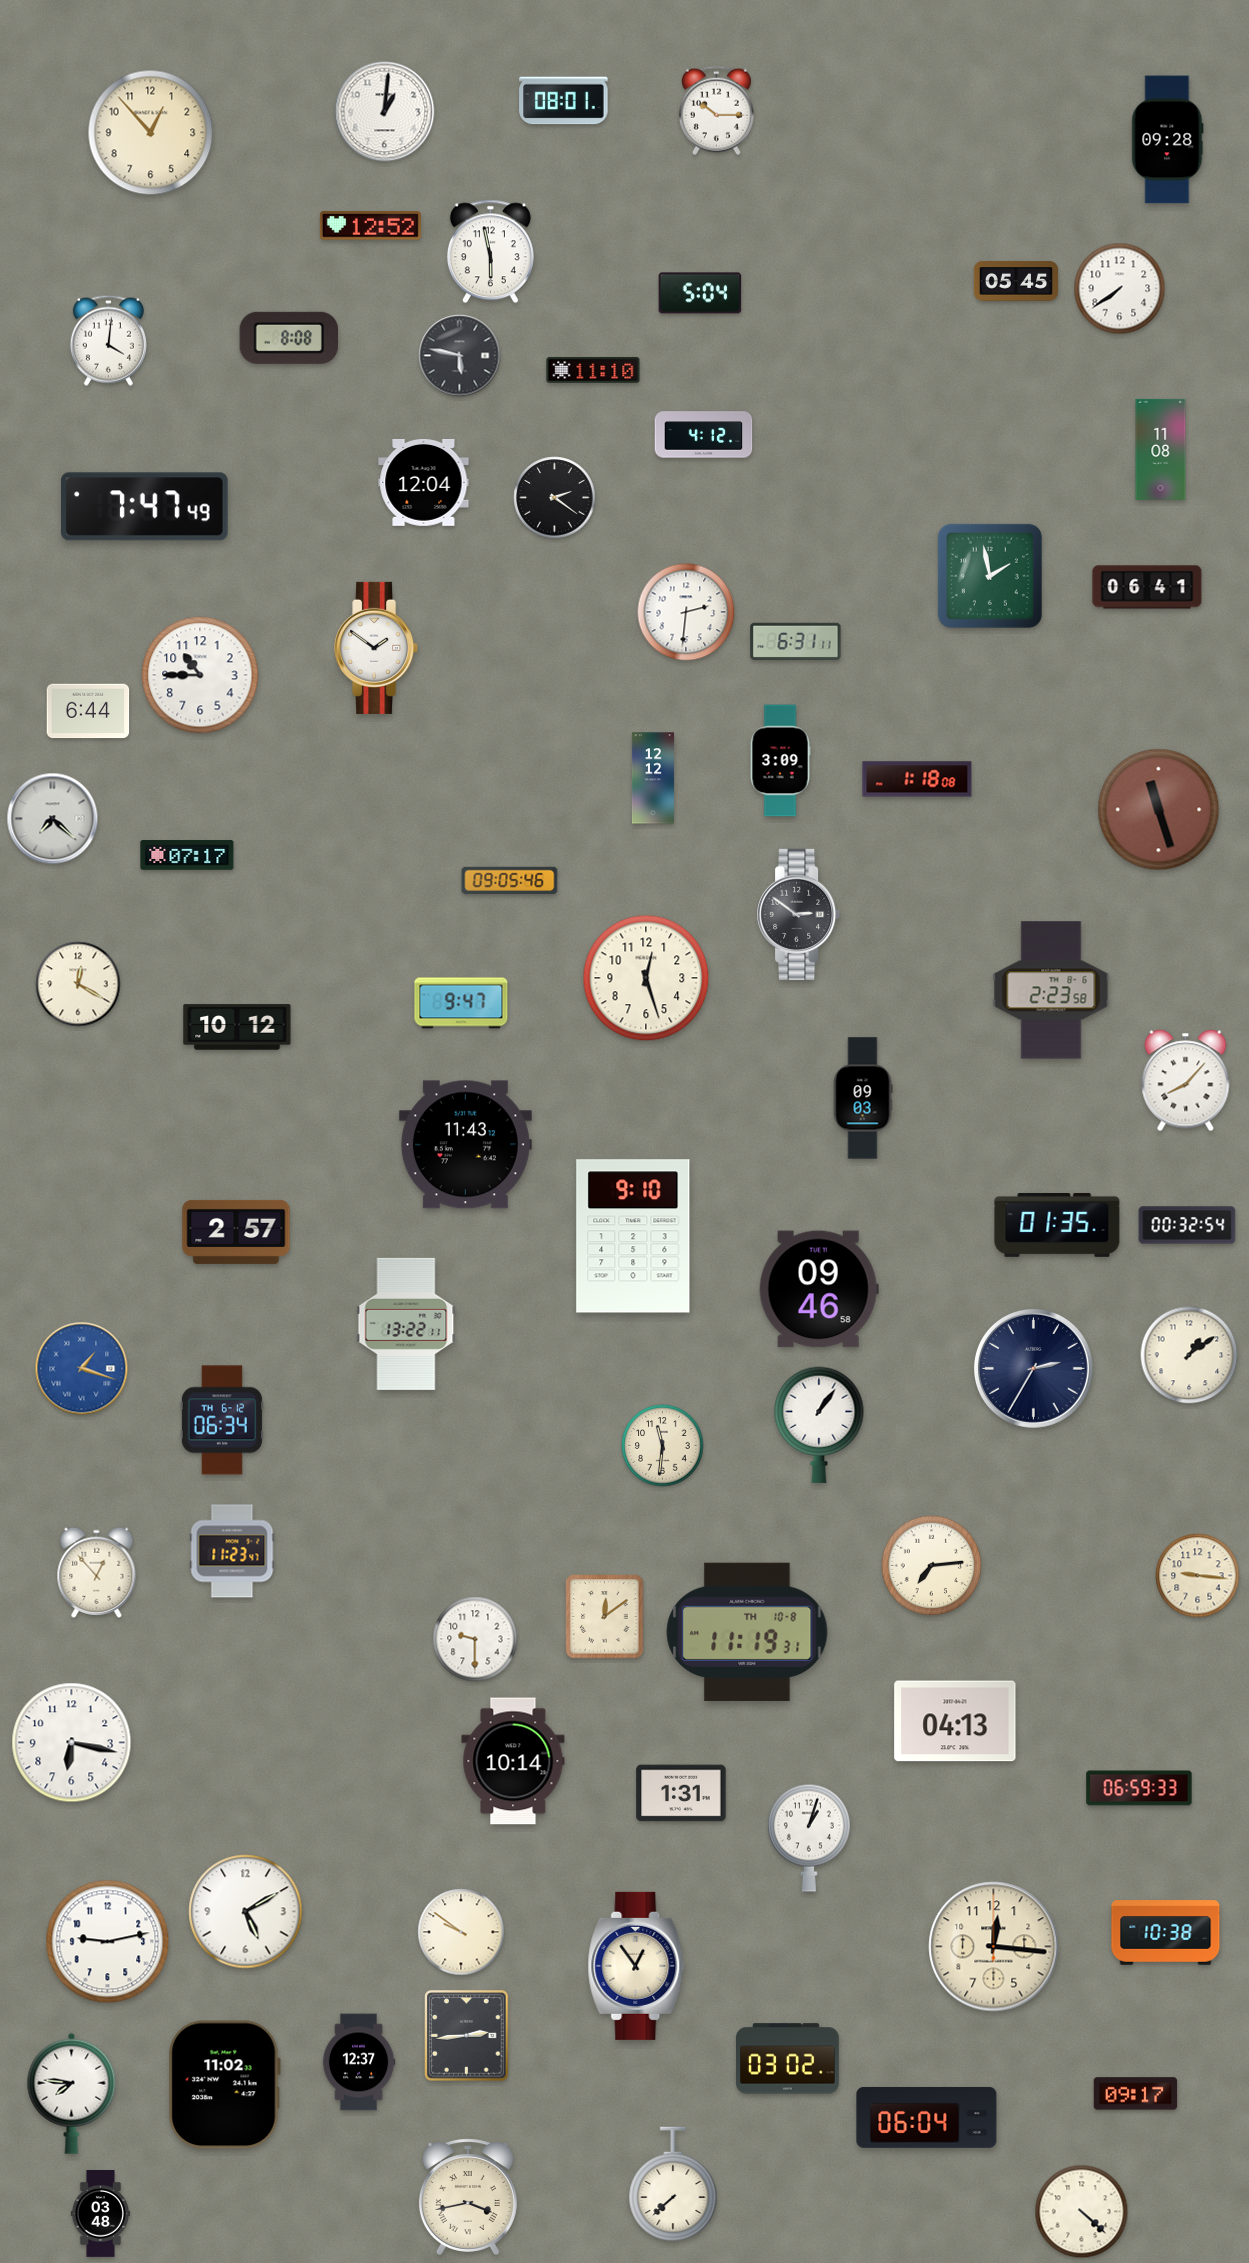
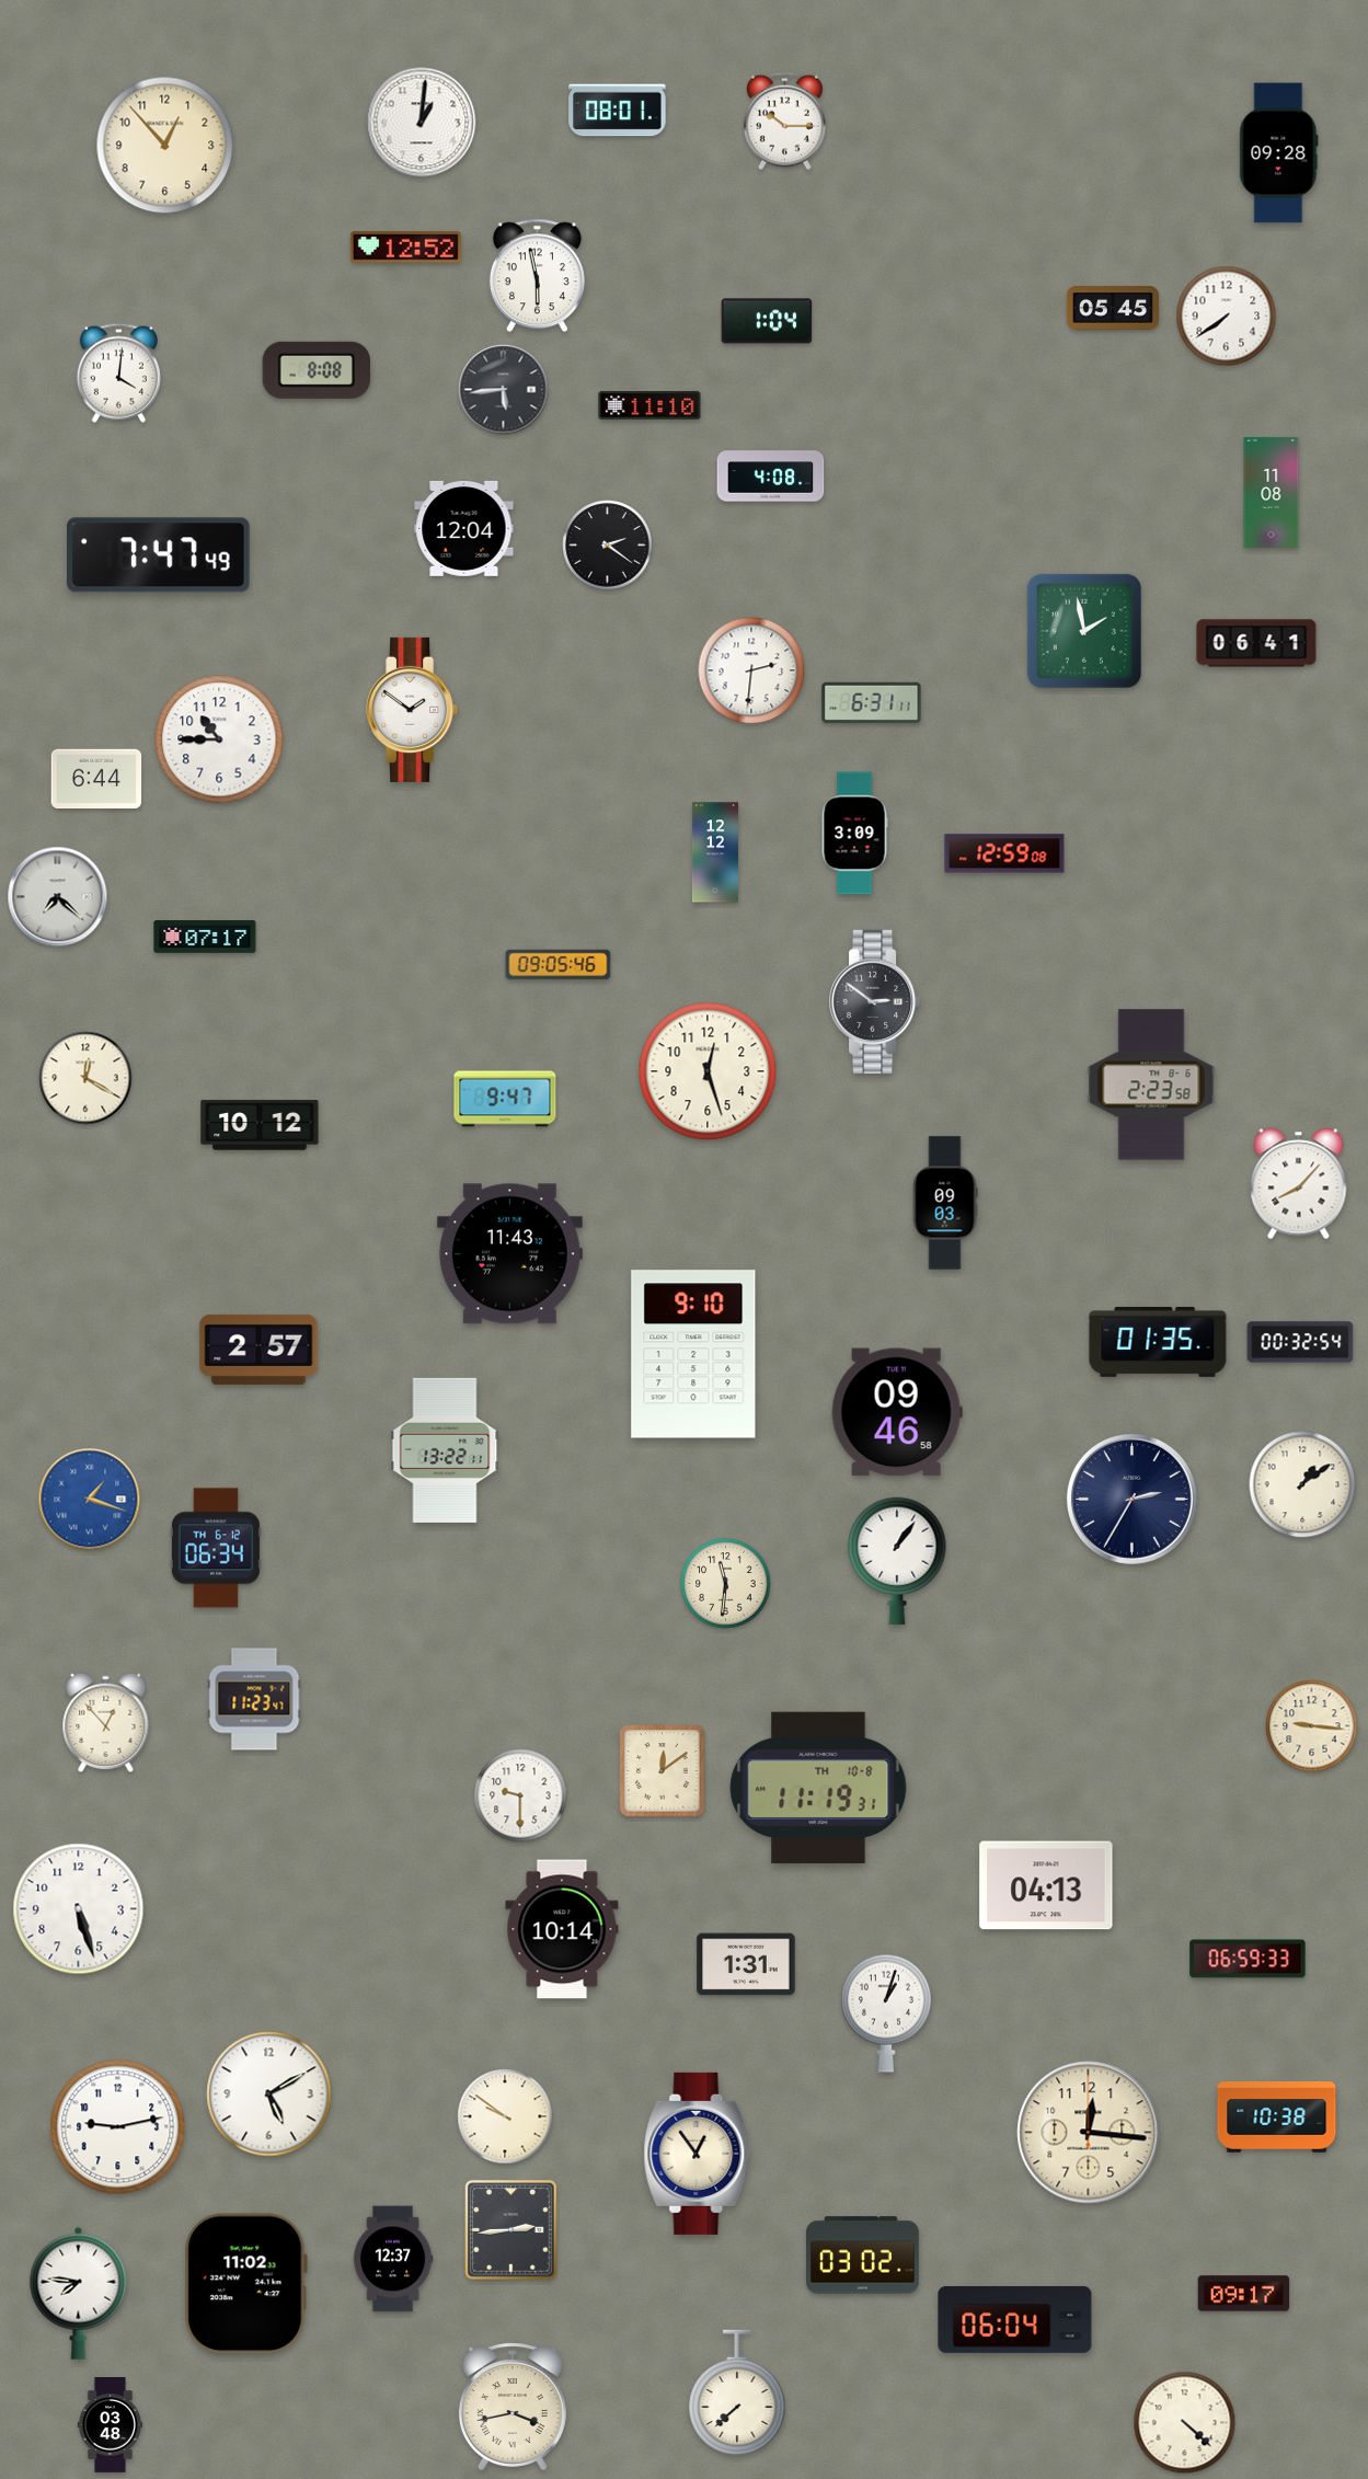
clock at (700, 293): 5:04 -> 1:04
clock at (460, 356): 5:47 -> 5:44
clock at (704, 435): 4:12 -> 4:08
clock at (917, 779): 1:18 -> 12:59
clock at (1159, 810): 11:27 -> none
clock at (222, 1420) position: (222, 1420) -> (216, 1548)
clock at (932, 1566): 7:14 -> none
clock at (72, 1743): 6:17 -> 5:27
